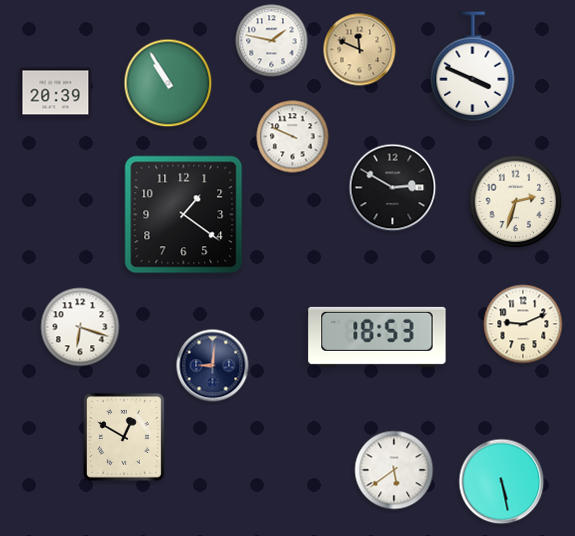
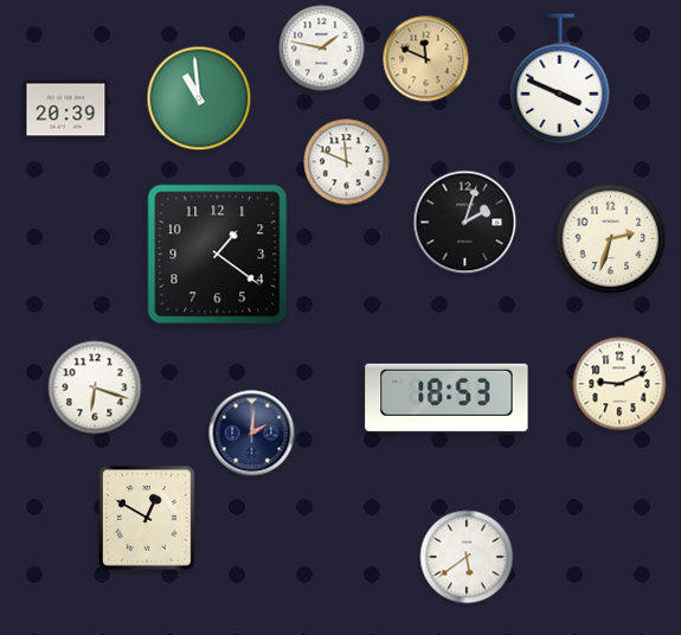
clock at (168, 83): 10:55 -> 10:59
clock at (293, 137): 9:49 -> 11:49
clock at (393, 188): 2:50 -> 2:03
clock at (213, 366): 9:01 -> 2:01
clock at (502, 482): 5:28 -> none
